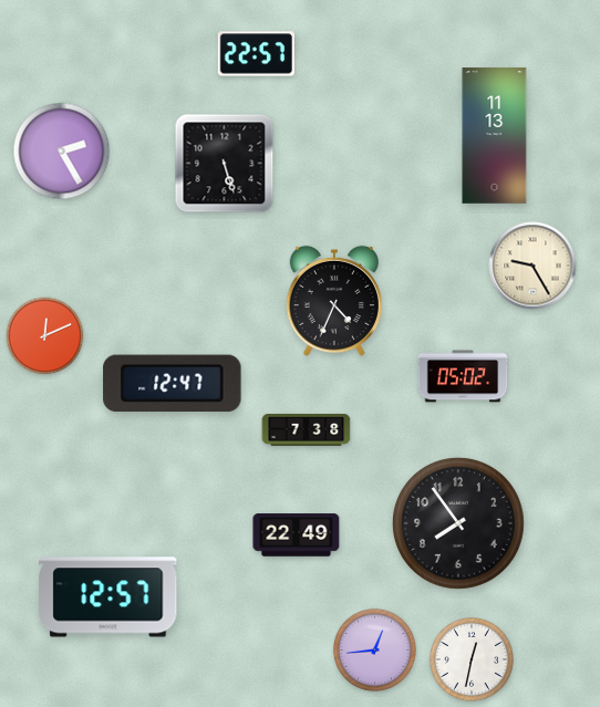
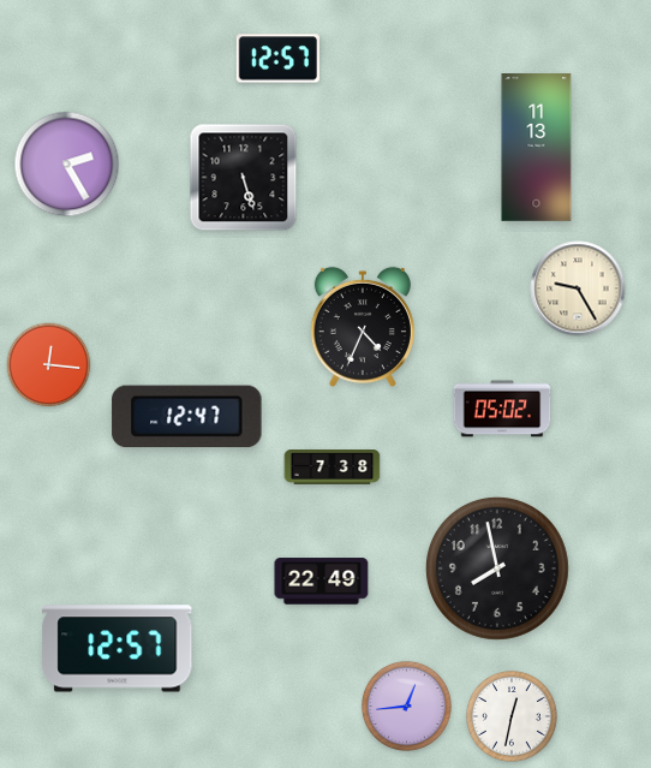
clock at (256, 54): 22:57 -> 12:57
clock at (45, 336): 12:11 -> 12:16
clock at (458, 523): 7:54 -> 7:58
